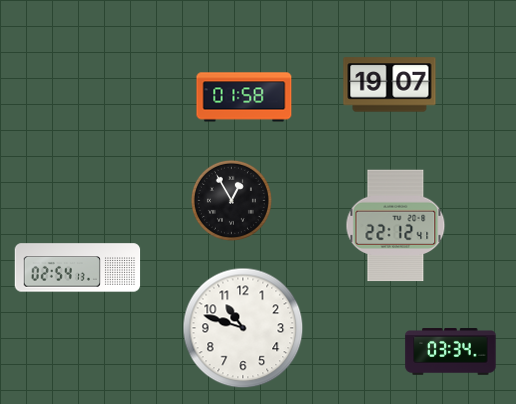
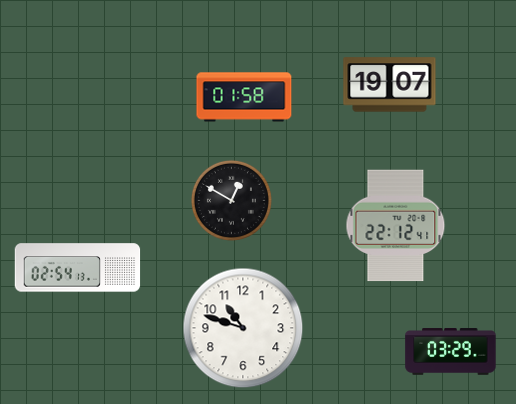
clock at (231, 200): 12:55 -> 12:50
clock at (451, 352): 03:34 -> 03:29
